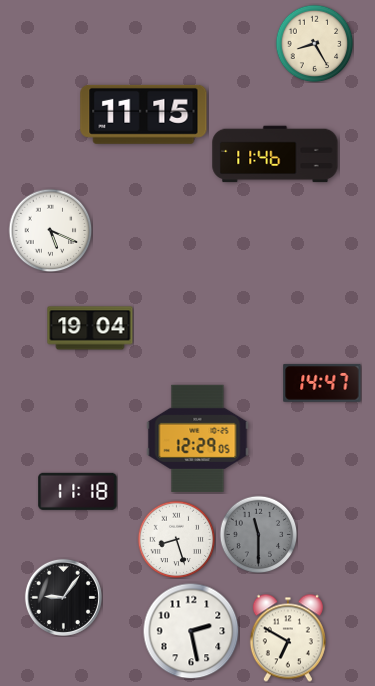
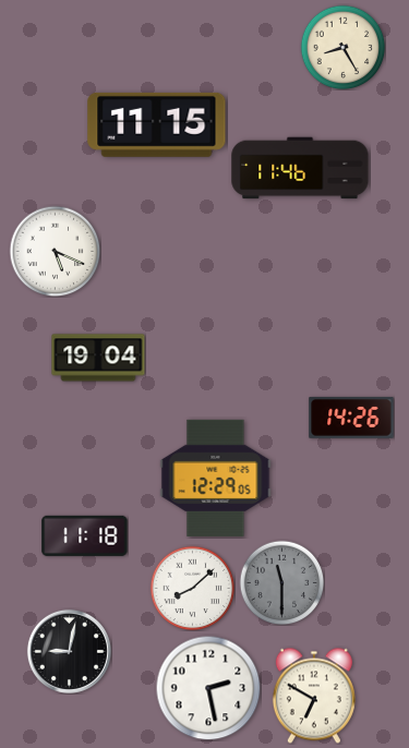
clock at (322, 383): 14:47 -> 14:26
clock at (176, 539): 8:27 -> 8:08
clock at (63, 597): 9:06 -> 9:02
